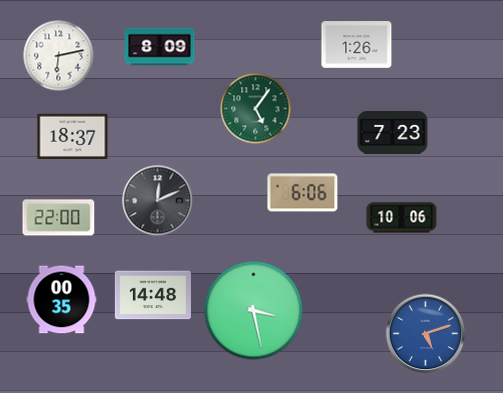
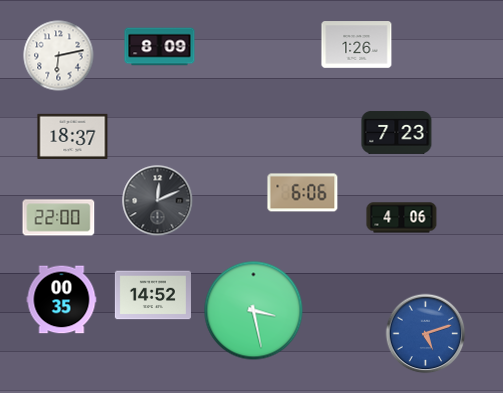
clock at (256, 109): 5:06 -> none
clock at (393, 132) position: (393, 132) -> (397, 132)
clock at (402, 218): 10:06 -> 4:06
clock at (153, 295): 14:48 -> 14:52
